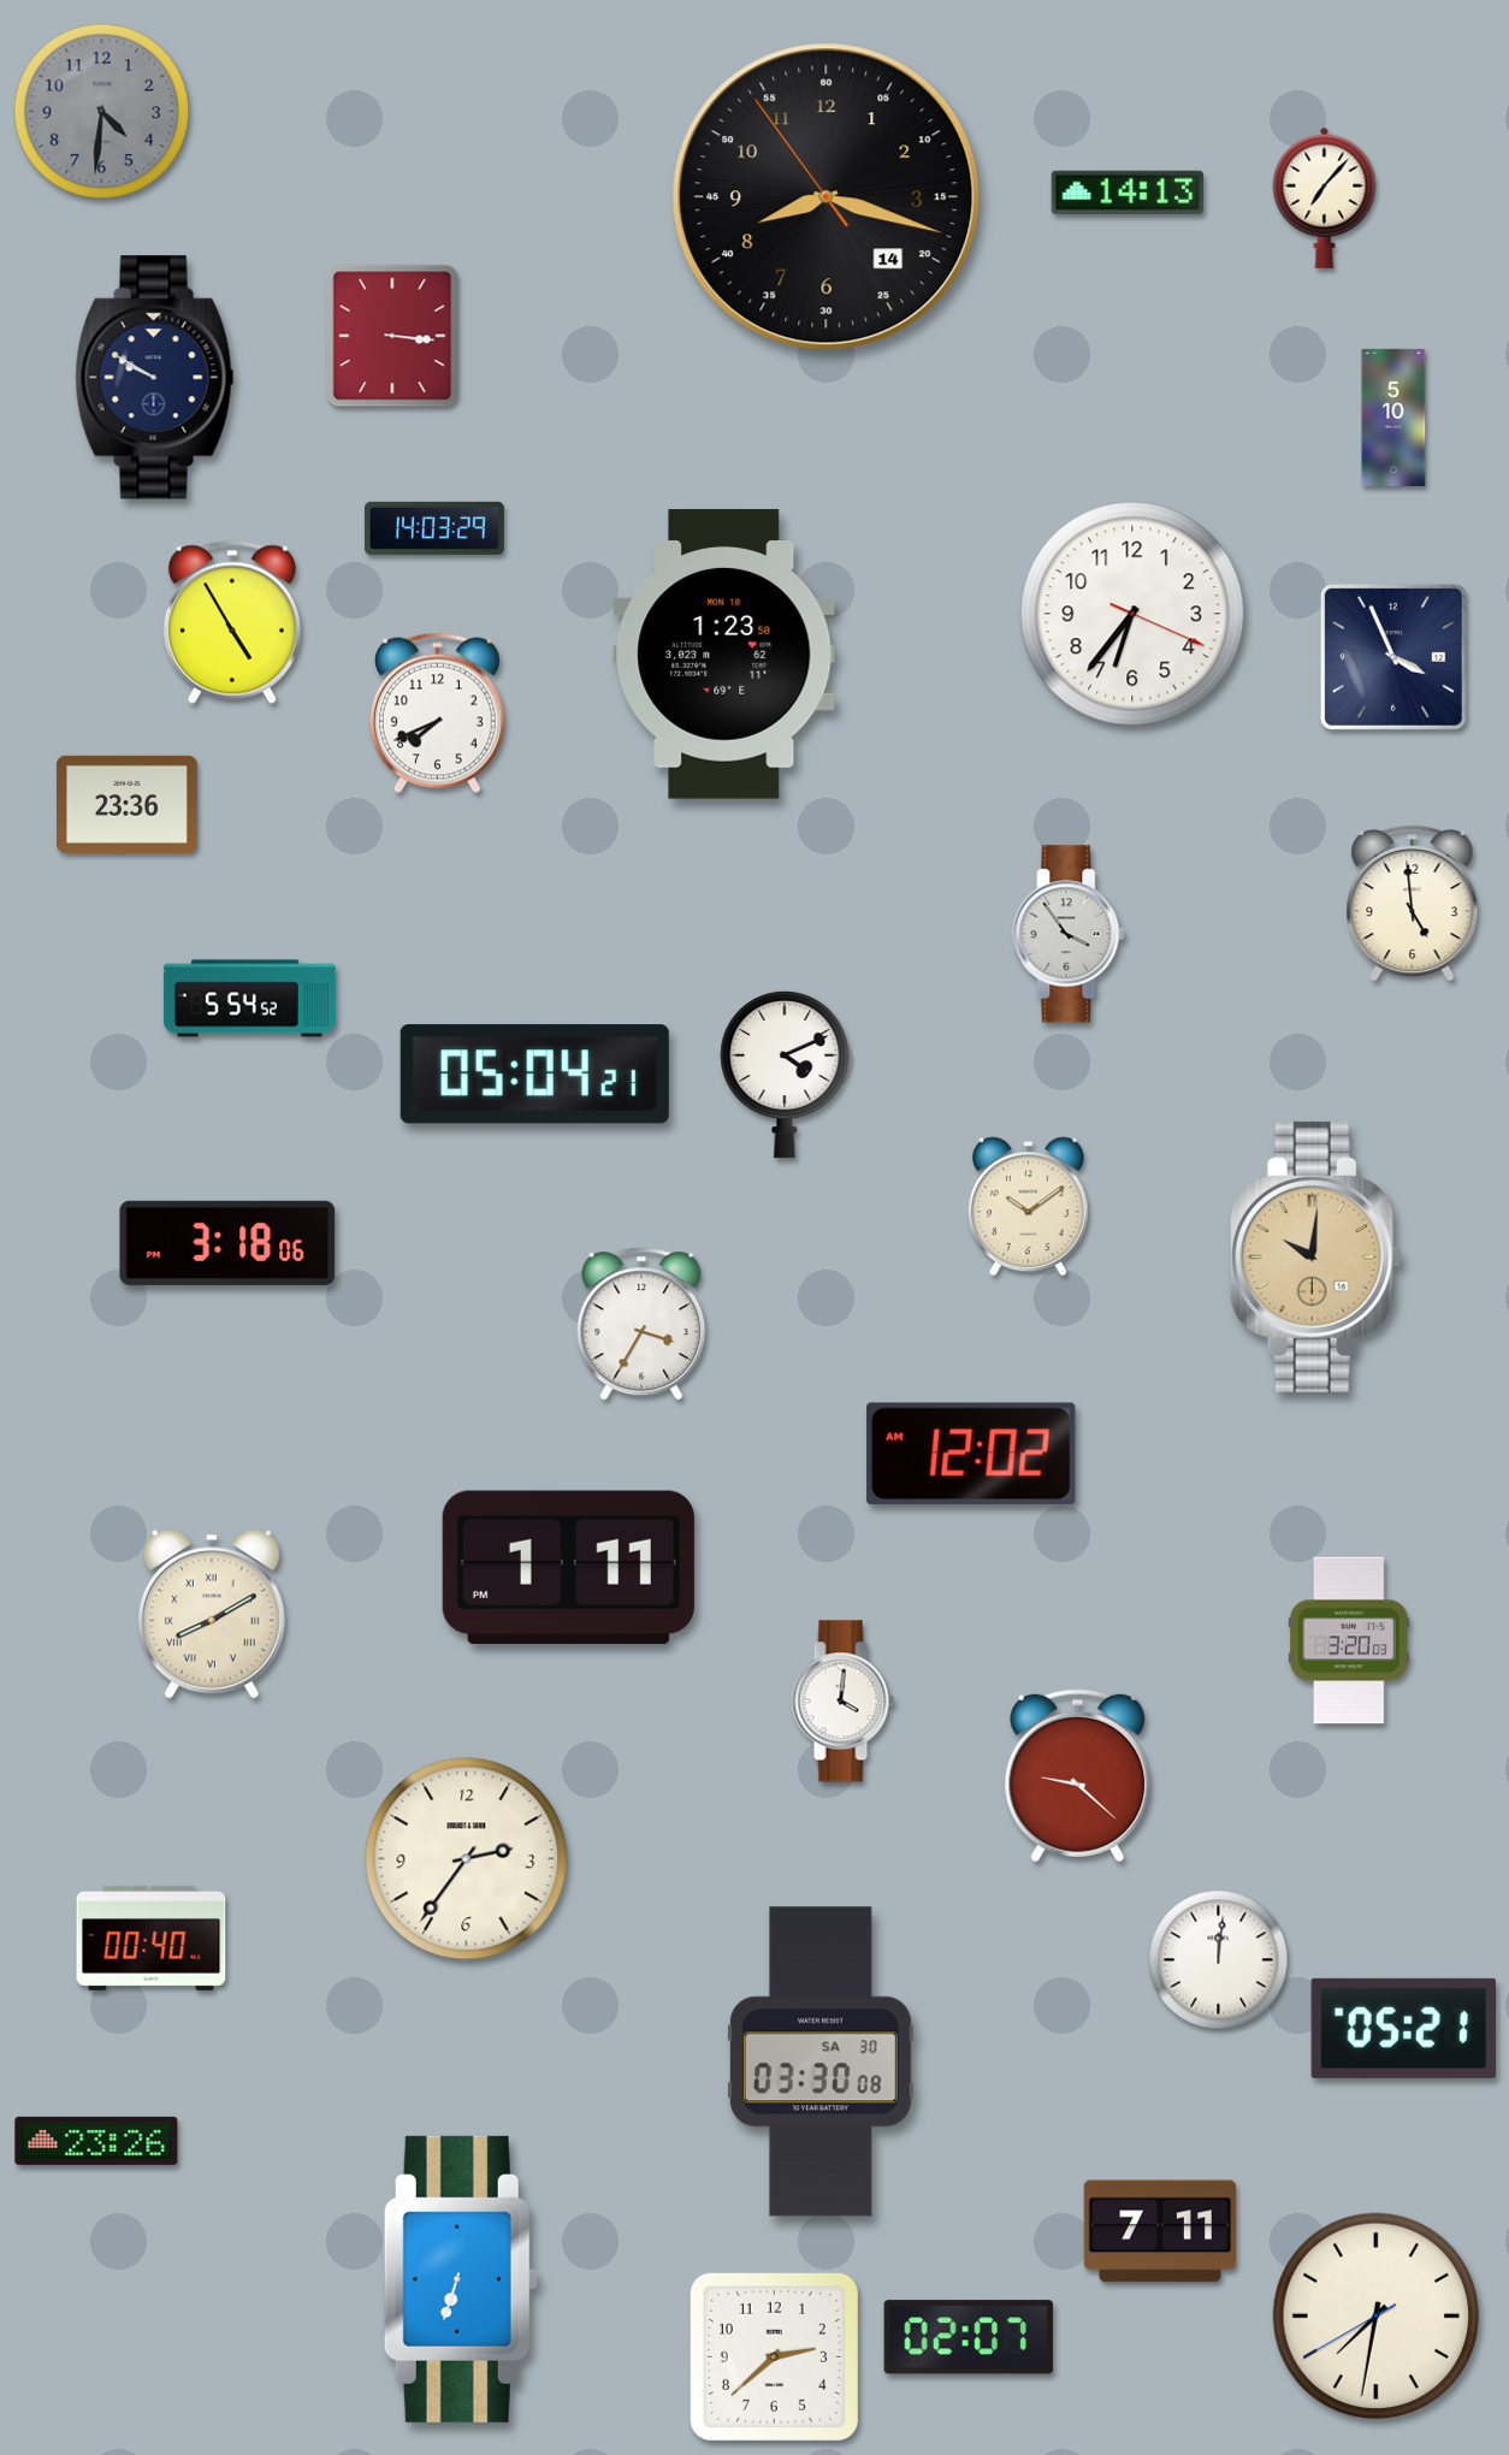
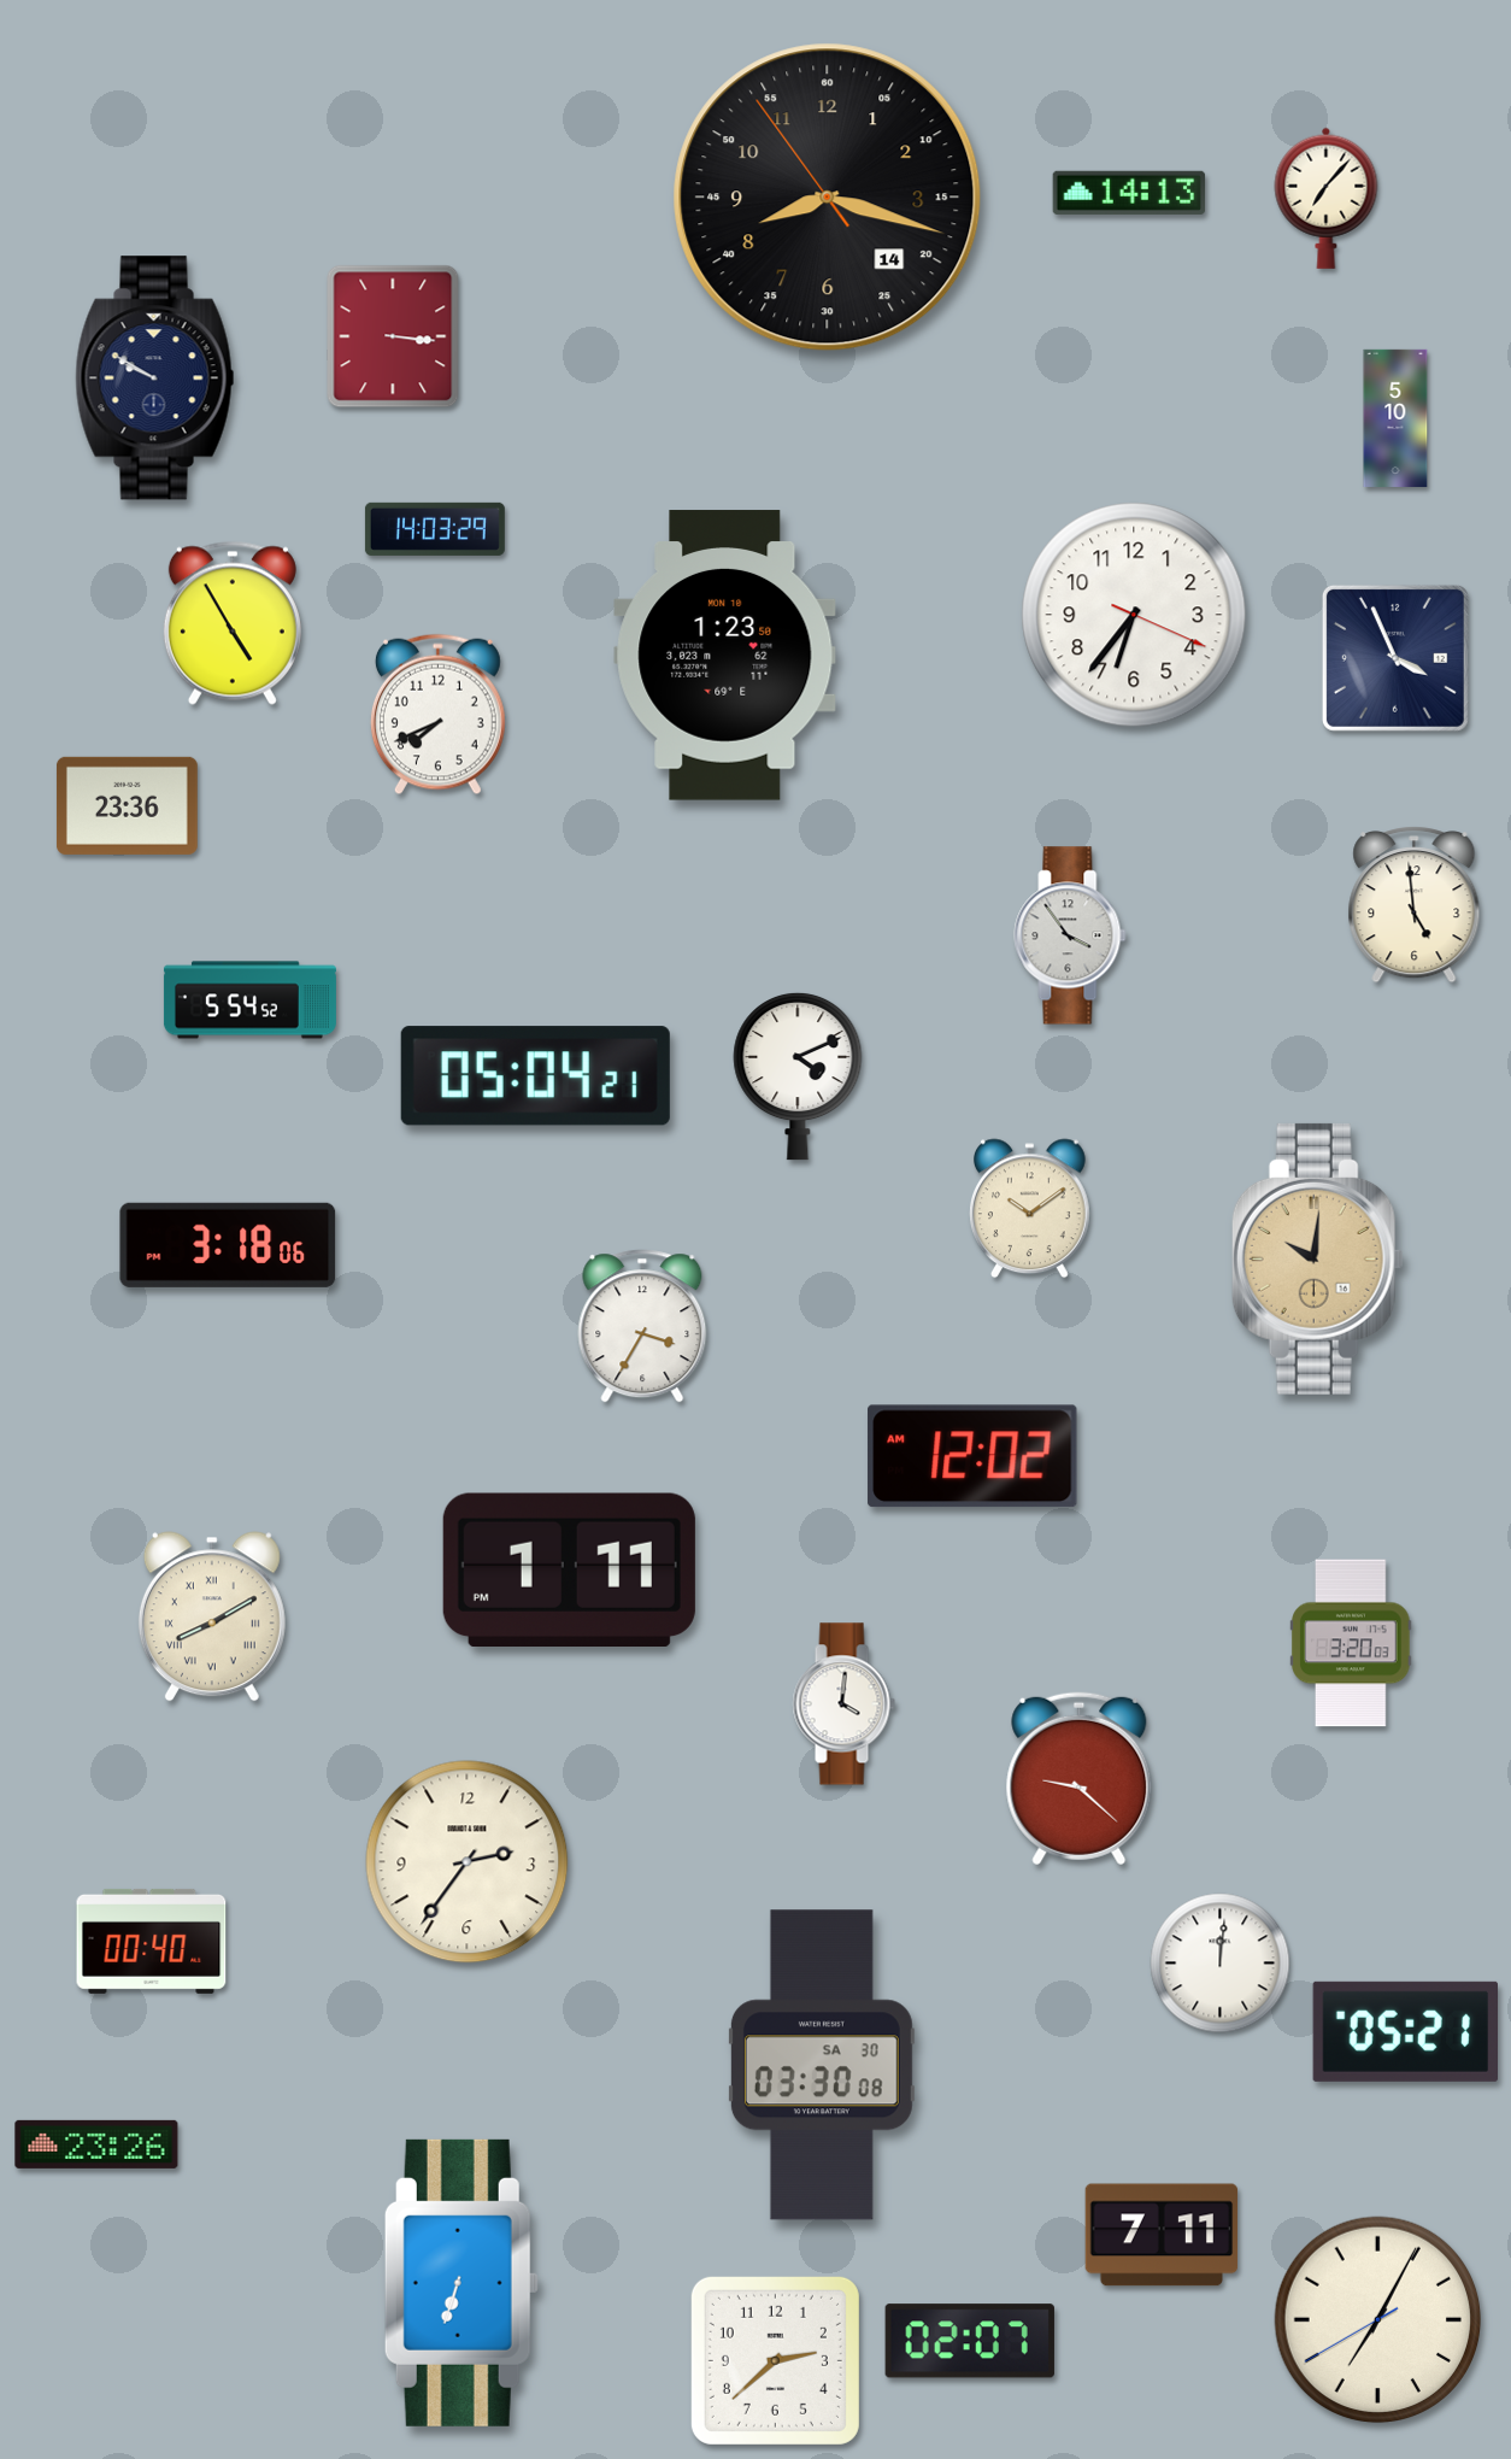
clock at (102, 112): 4:31 -> none
clock at (785, 1075) position: (785, 1075) -> (798, 1076)
clock at (1377, 2317): 7:31 -> 7:04
